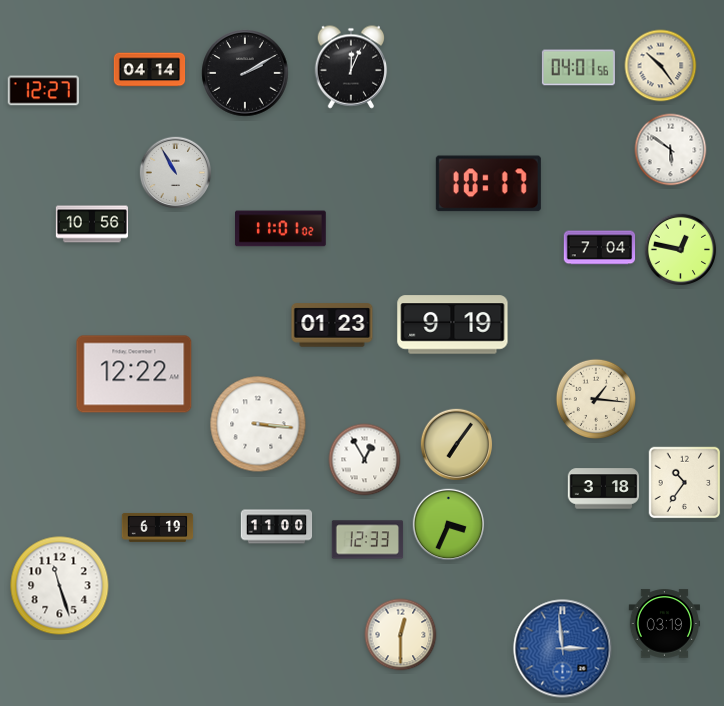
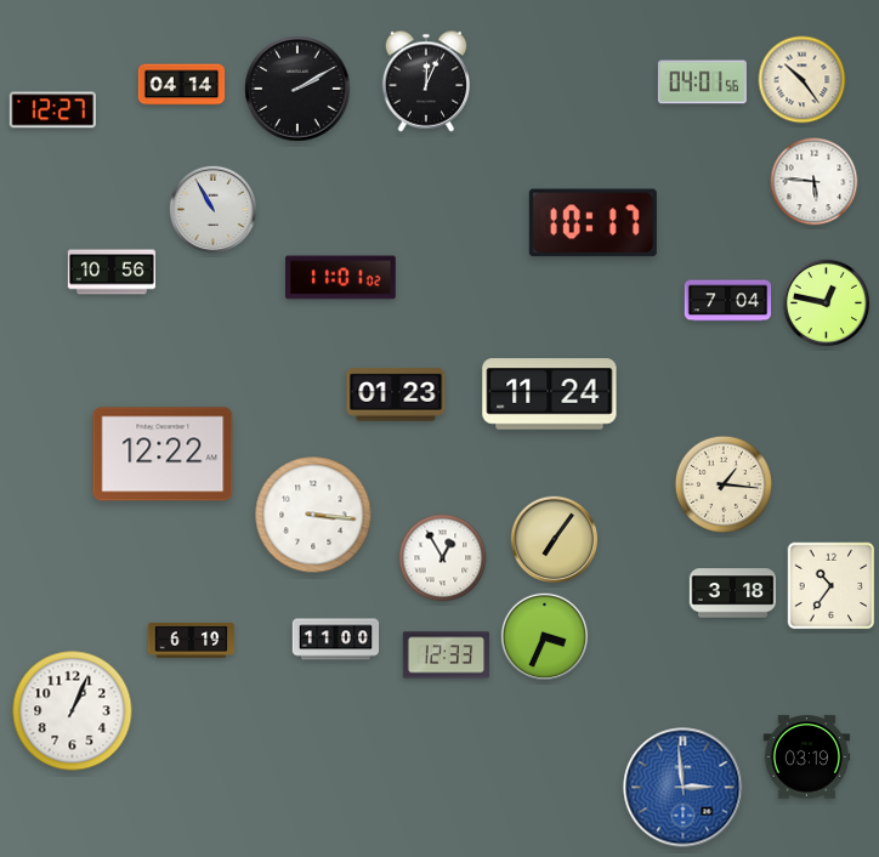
clock at (671, 150): 5:51 -> 5:46
clock at (332, 325) position: (332, 325) -> (396, 395)
clock at (453, 325): 9:19 -> 11:24
clock at (60, 586): 11:27 -> 1:04
clock at (401, 635): 12:30 -> none
